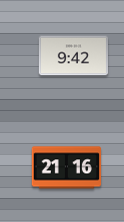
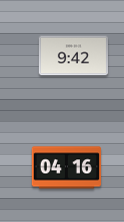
clock at (66, 168): 21:16 -> 04:16
